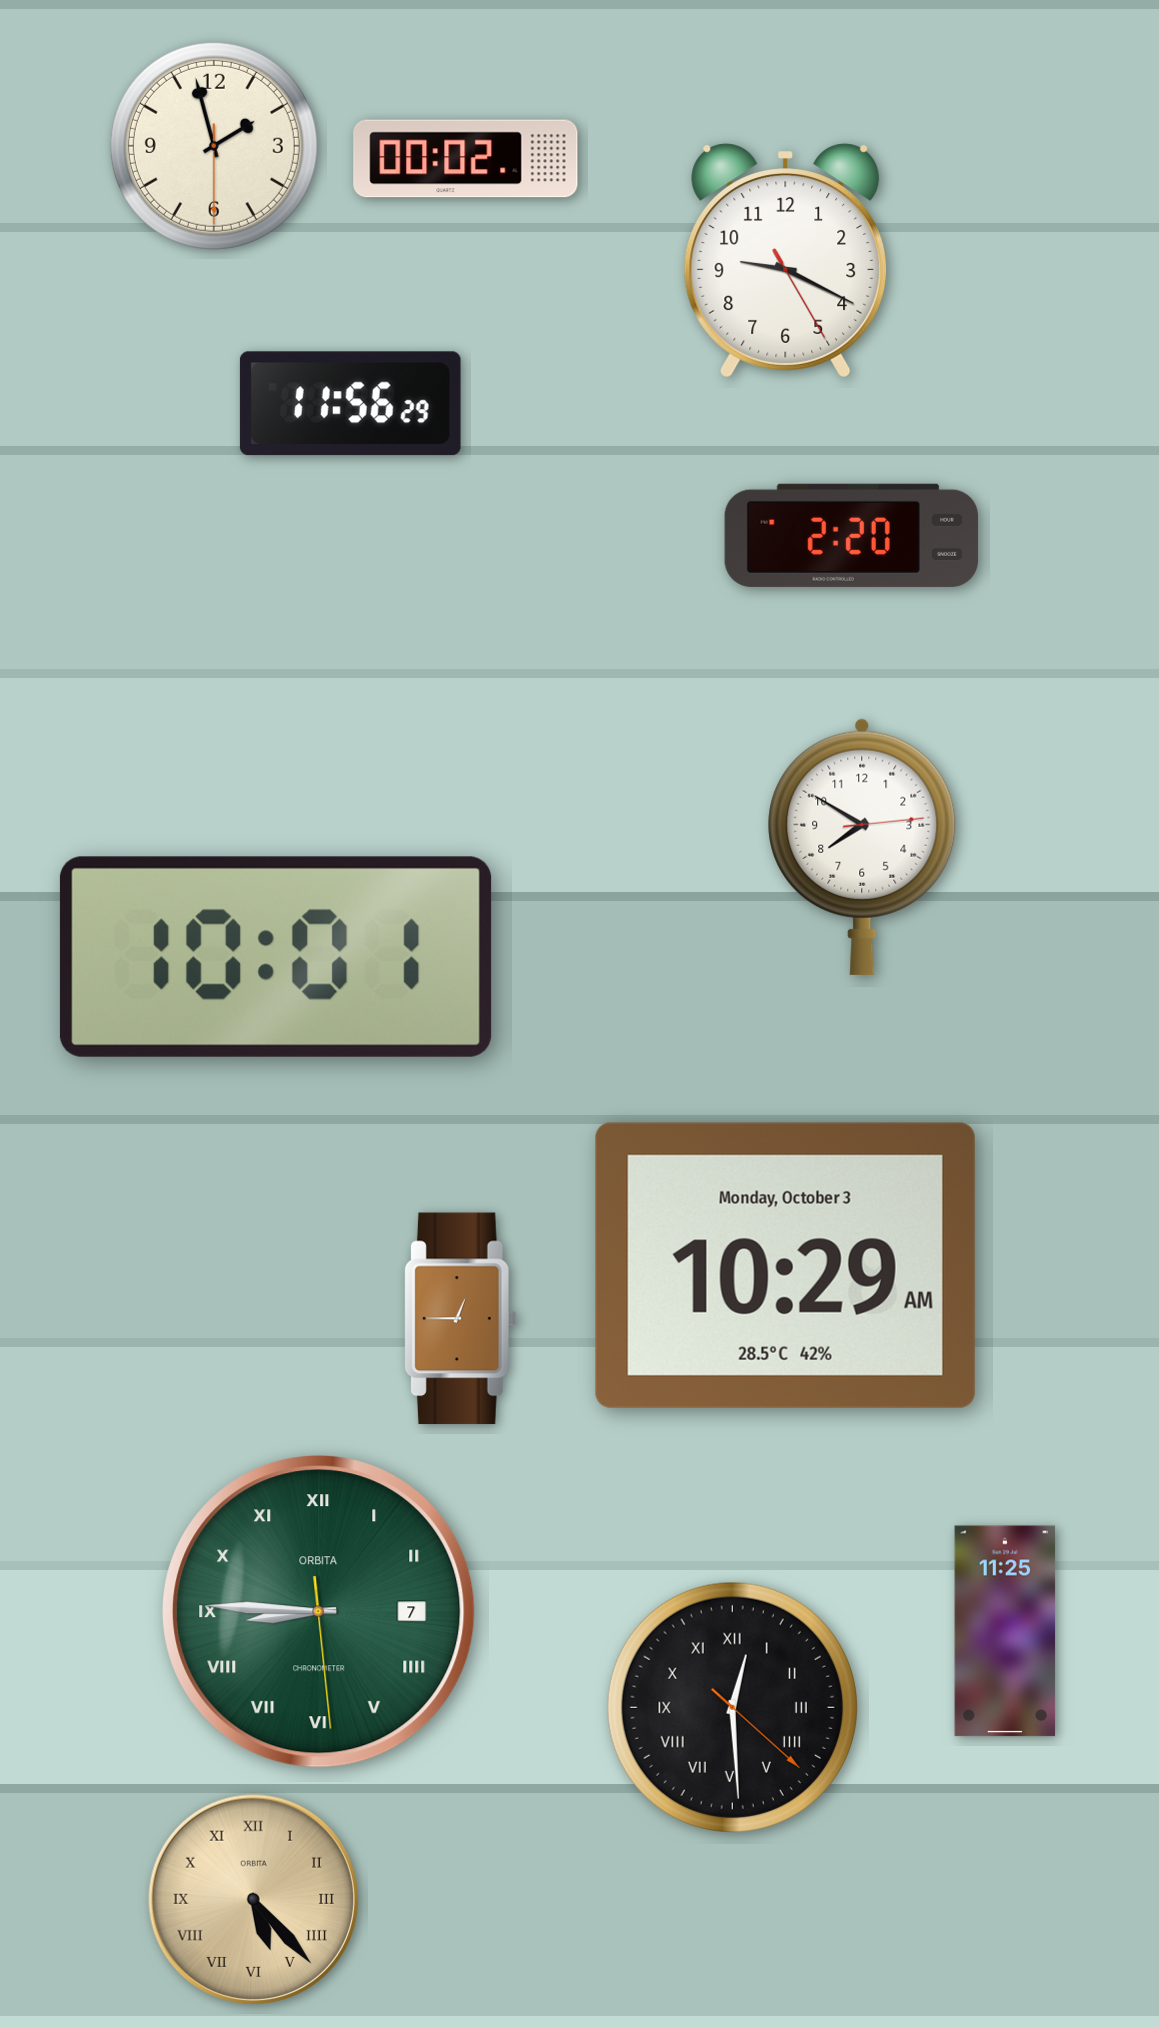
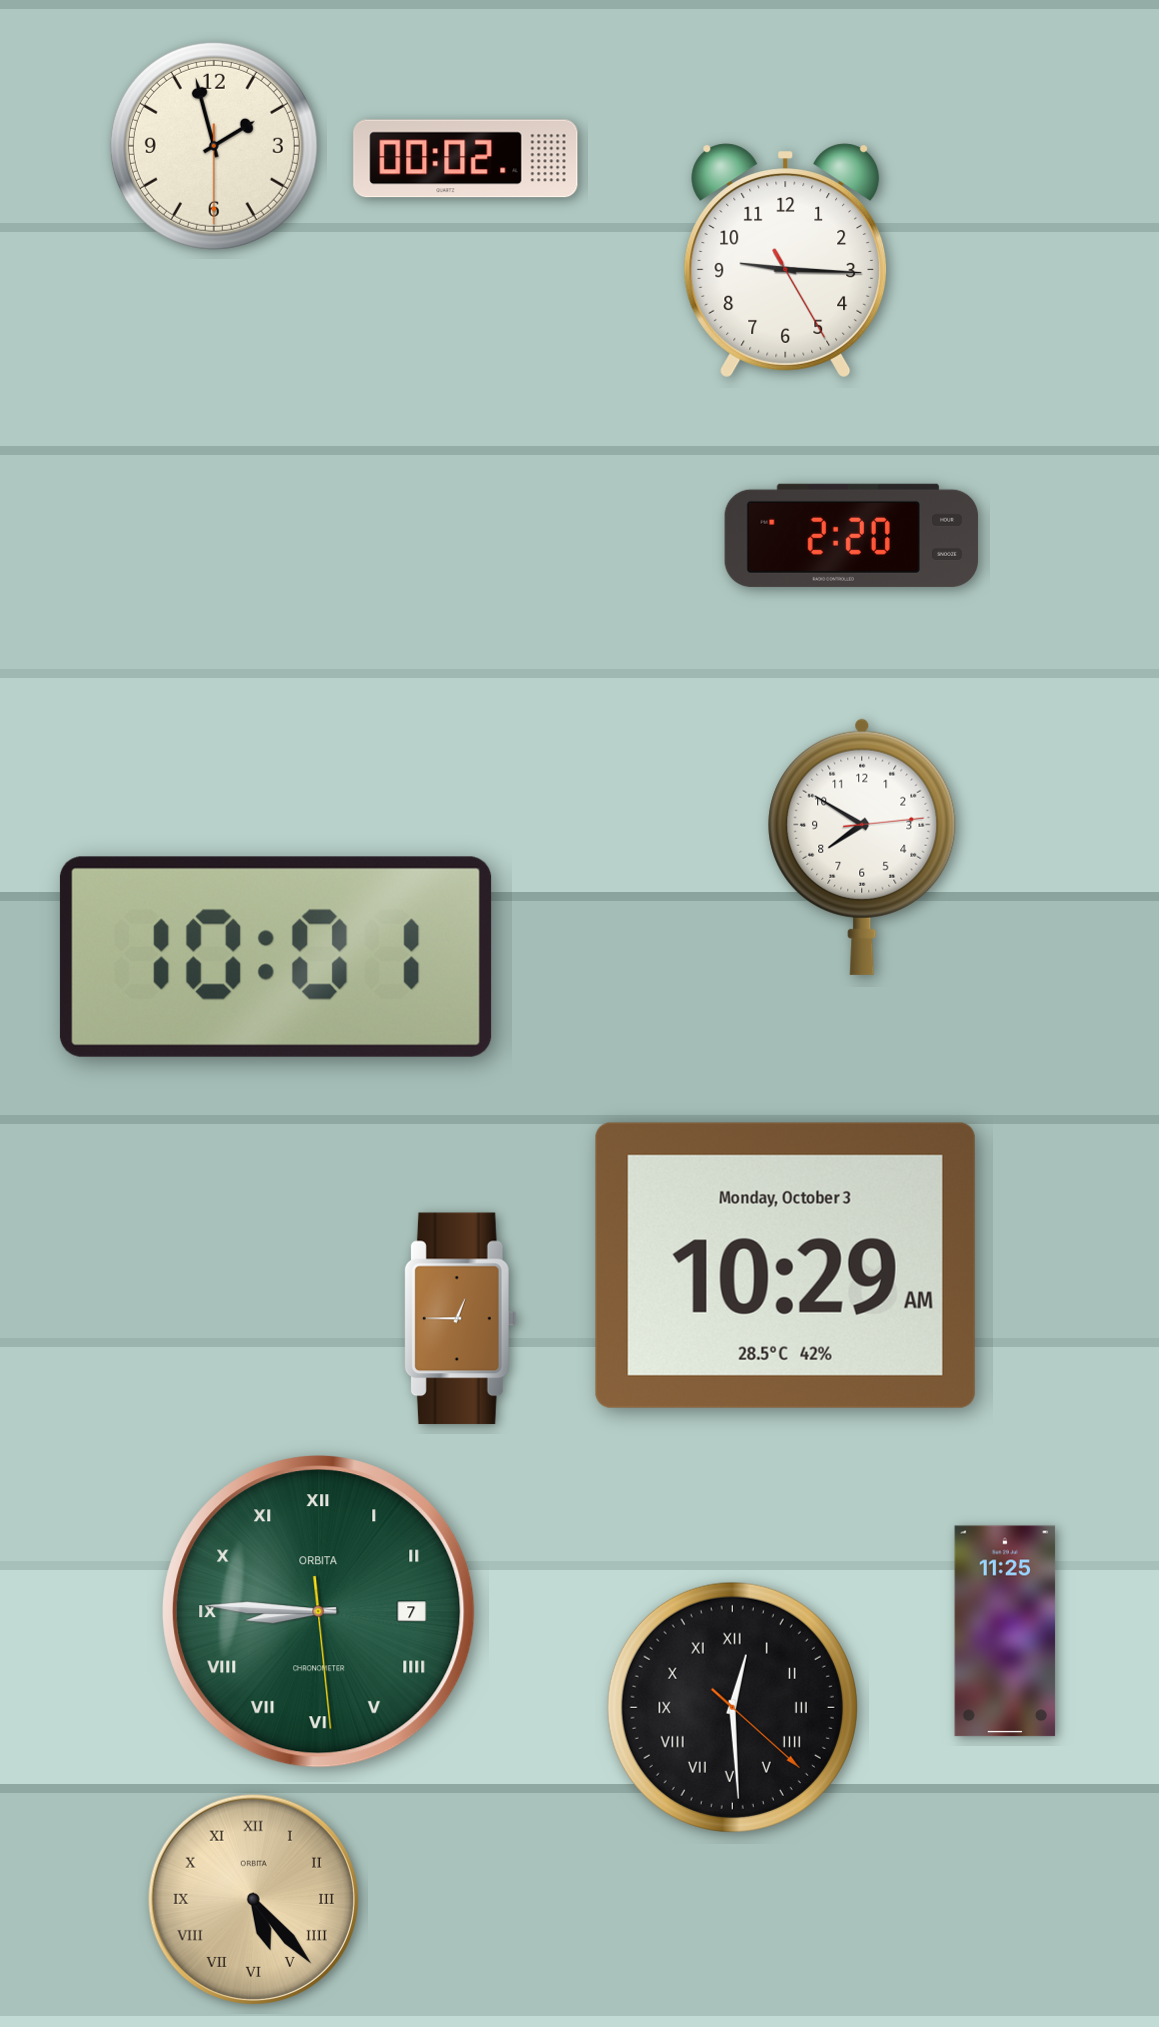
clock at (786, 261): 9:19 -> 9:15
clock at (350, 404): 11:56 -> none
